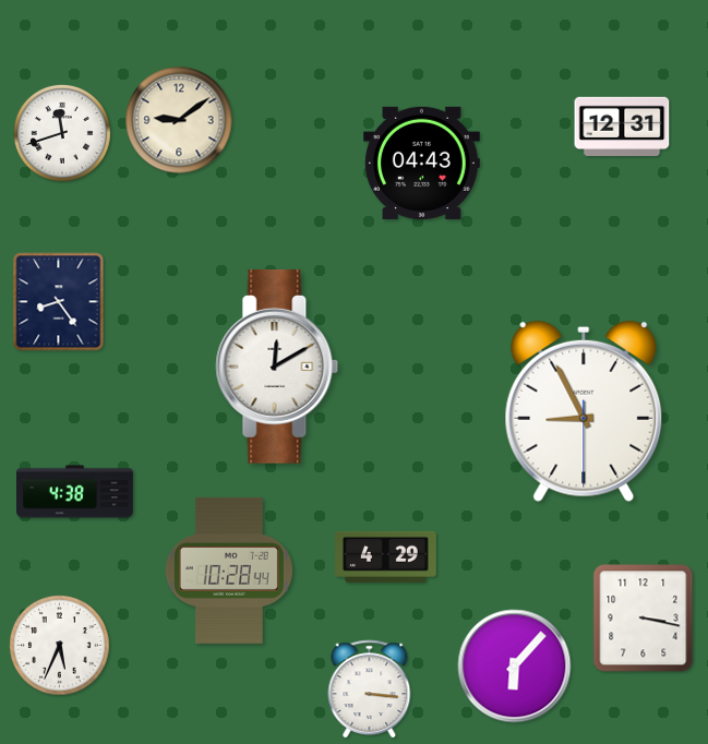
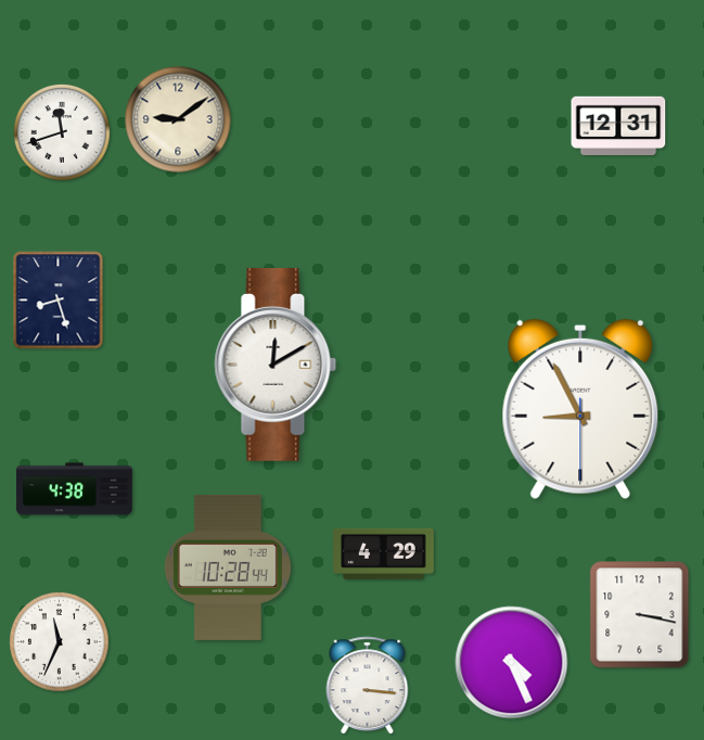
clock at (422, 163): 04:43 -> none
clock at (59, 302): 8:24 -> 8:27
clock at (60, 646): 5:34 -> 11:34
clock at (515, 667): 6:07 -> 4:26
